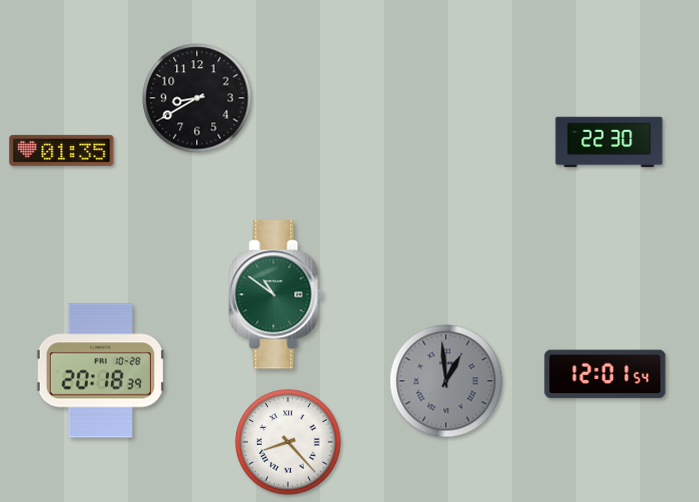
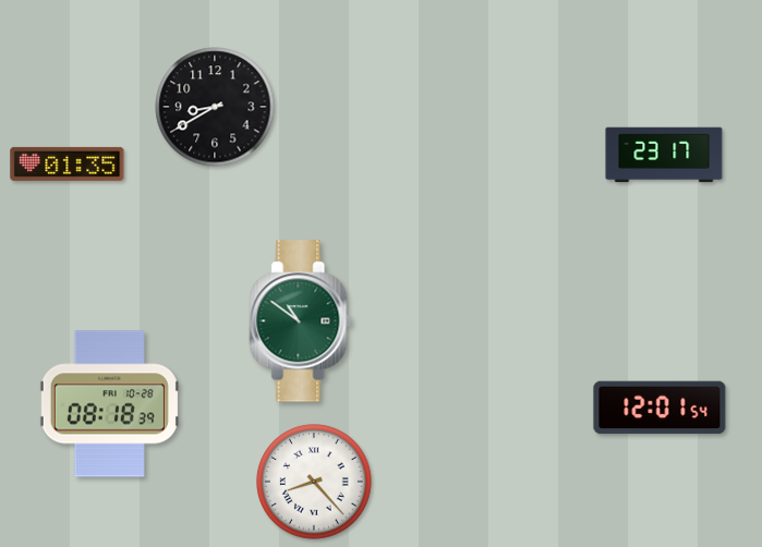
clock at (609, 142): 22:30 -> 23:17
clock at (100, 371): 20:18 -> 08:18
clock at (446, 381): 12:59 -> none
